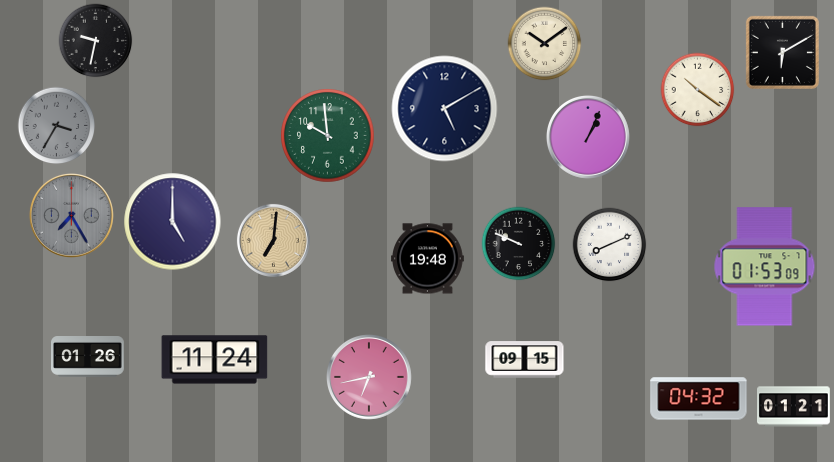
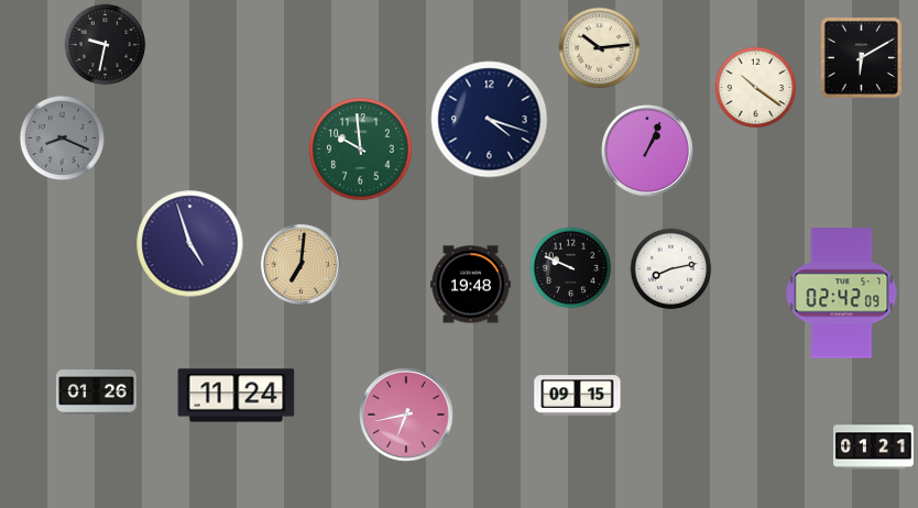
clock at (545, 44): 10:09 -> 10:14
clock at (698, 90) position: (698, 90) -> (756, 88)
clock at (445, 109): 5:10 -> 4:18
clock at (57, 126): 3:35 -> 8:19
clock at (72, 216): 7:25 -> none
clock at (173, 222): 5:00 -> 4:57
clock at (610, 245): 8:11 -> 8:13
clock at (765, 267): 01:53 -> 02:42
clock at (699, 399): 04:32 -> none
